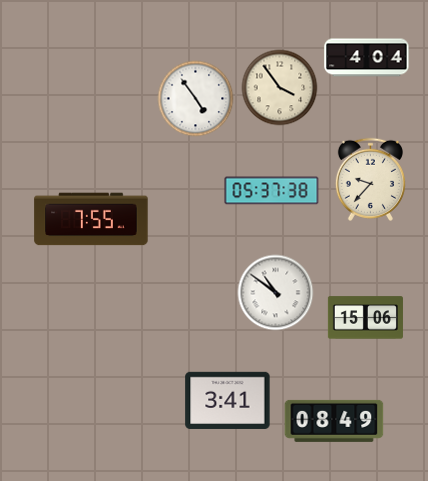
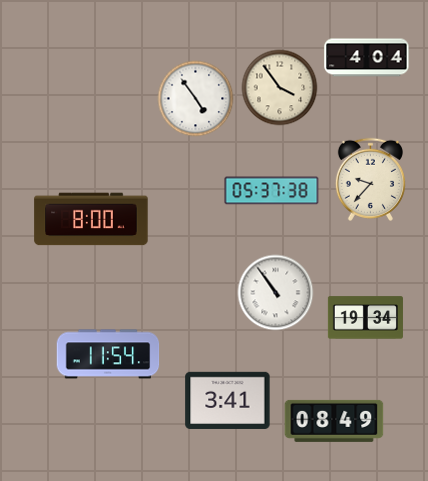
clock at (91, 219): 7:55 -> 8:00
clock at (276, 293): 10:51 -> 10:54
clock at (365, 318): 15:06 -> 19:34
clock at (108, 354): none -> 11:54
